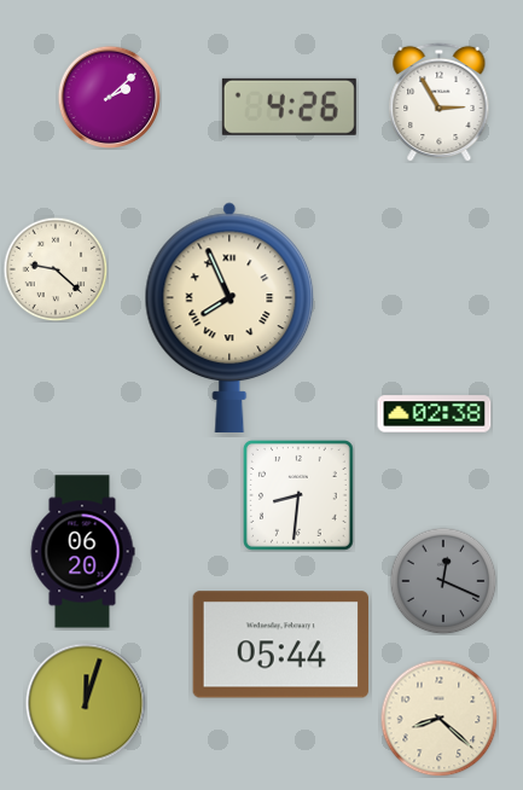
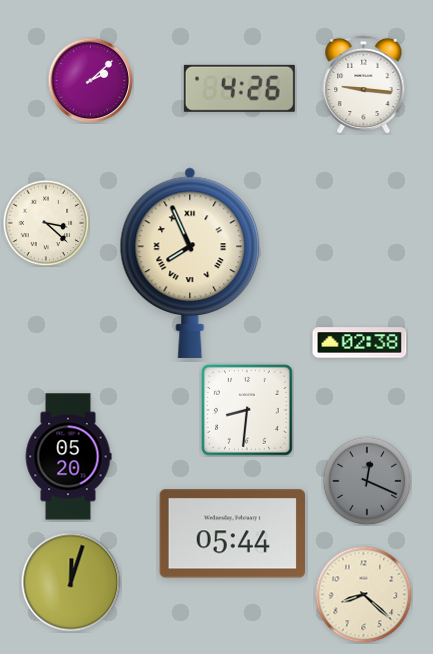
clock at (440, 101): 2:55 -> 9:16
clock at (56, 269): 9:22 -> 3:22
clock at (82, 552): 06:20 -> 05:20
